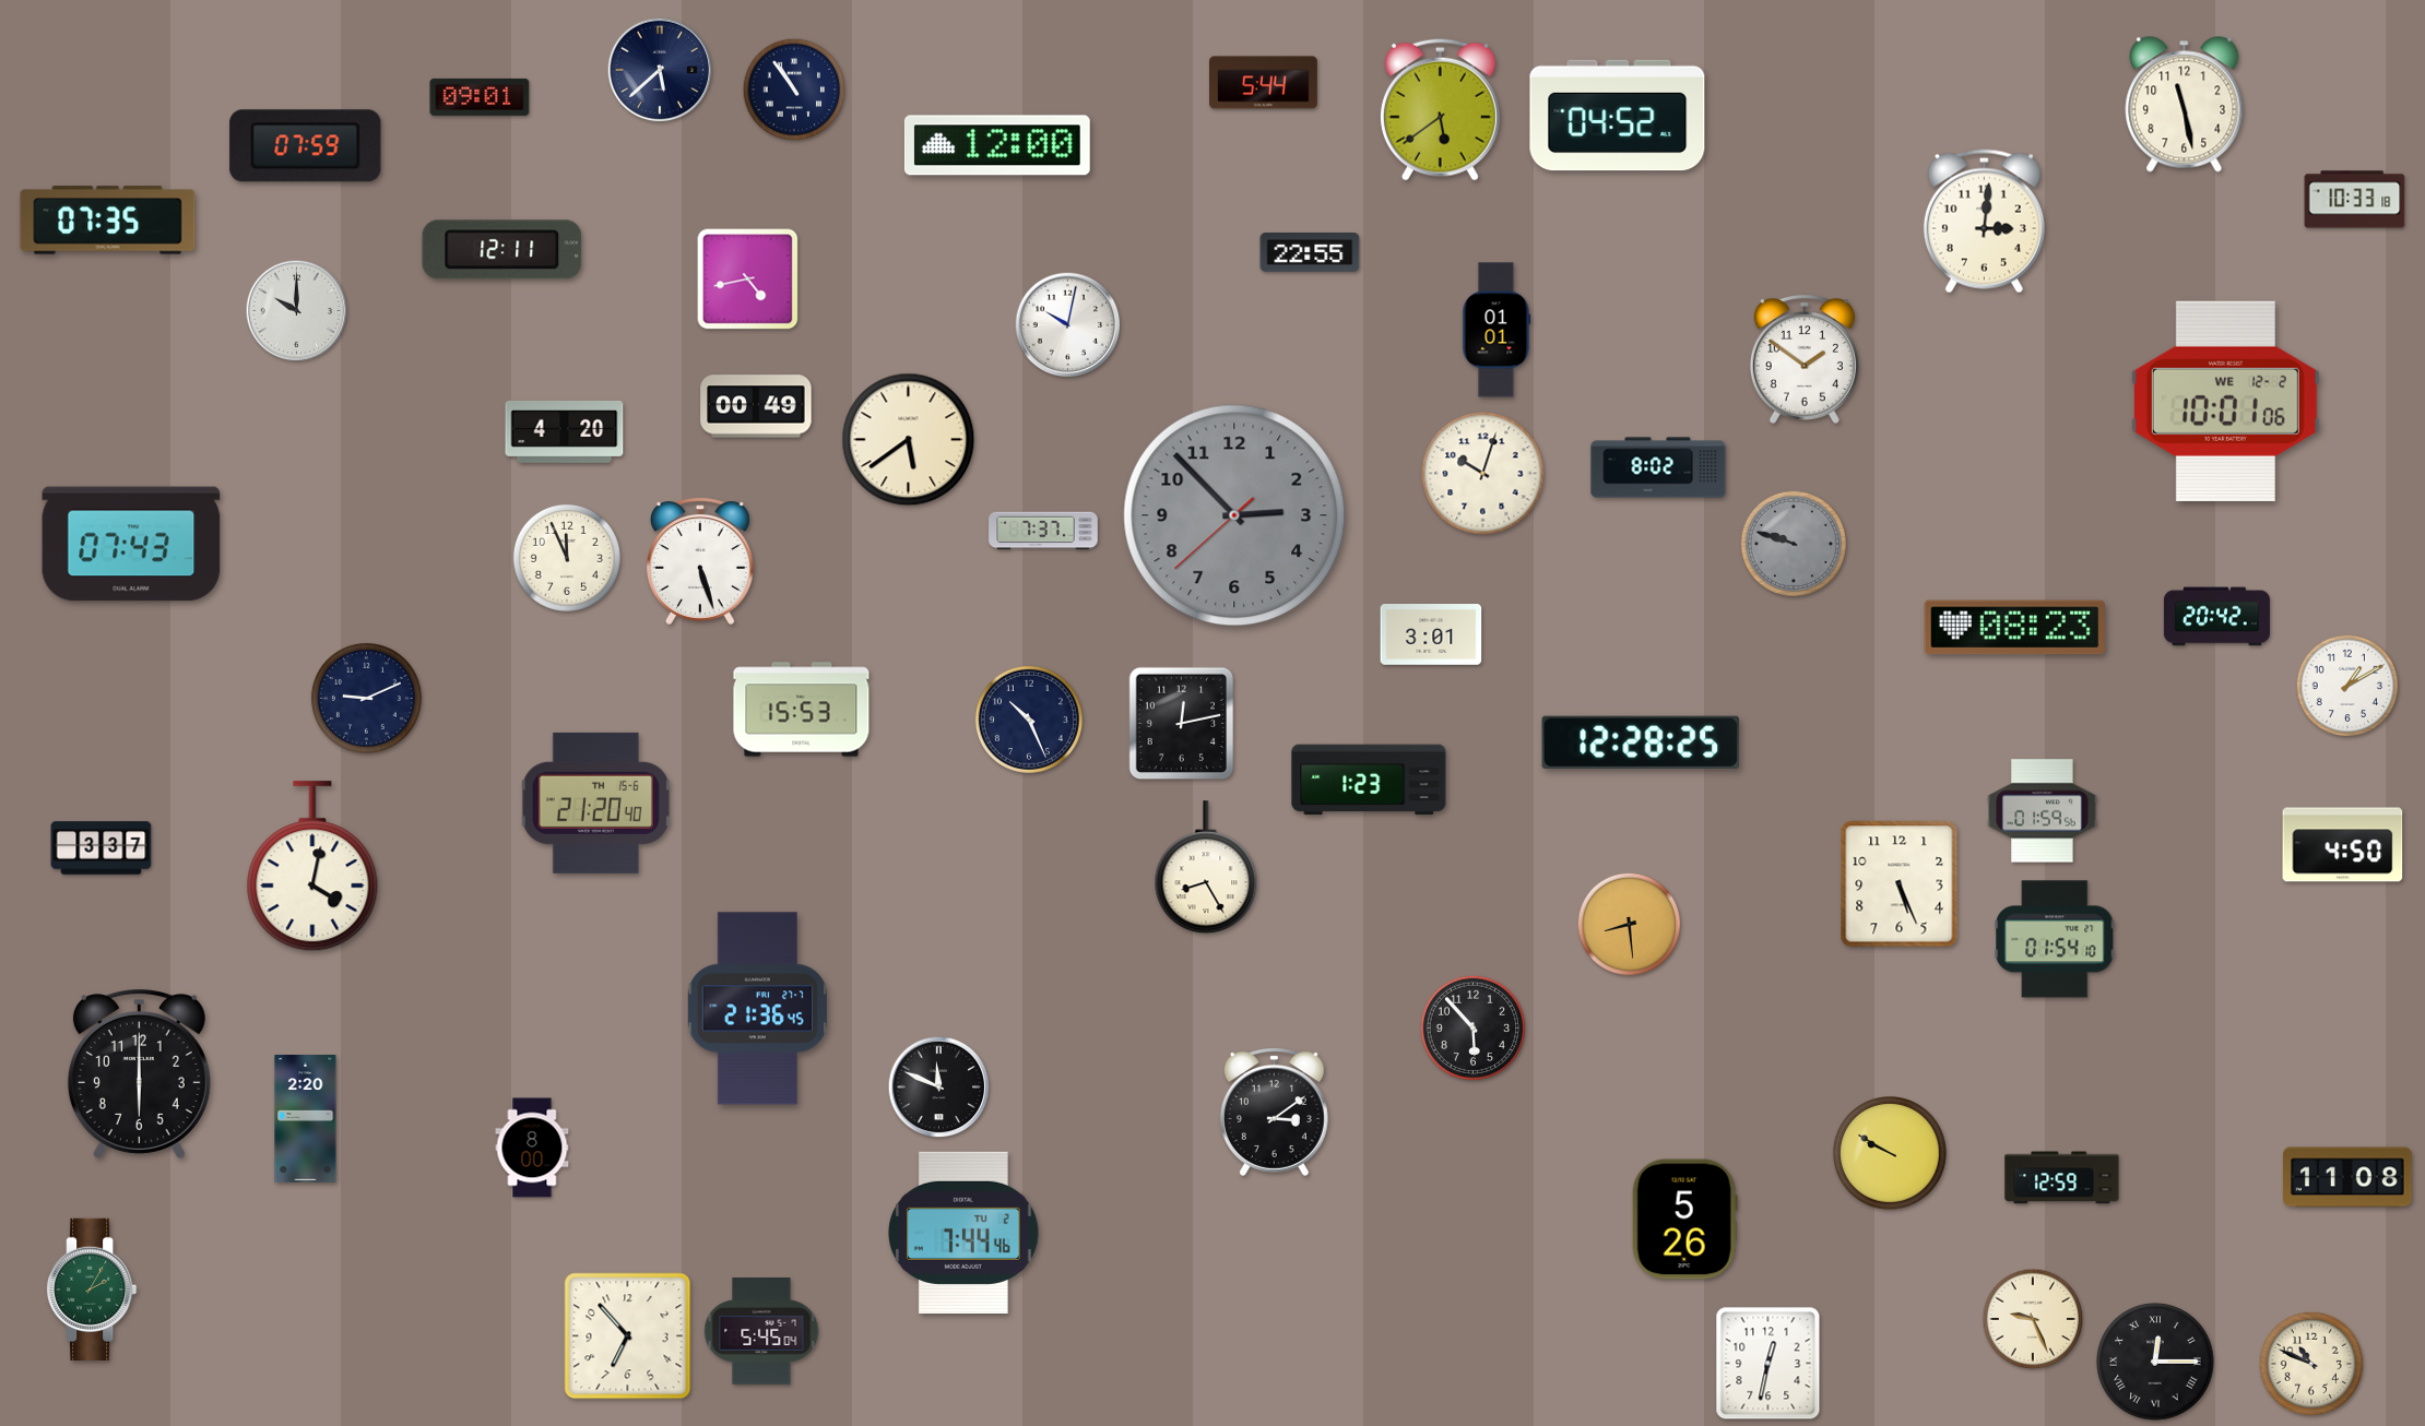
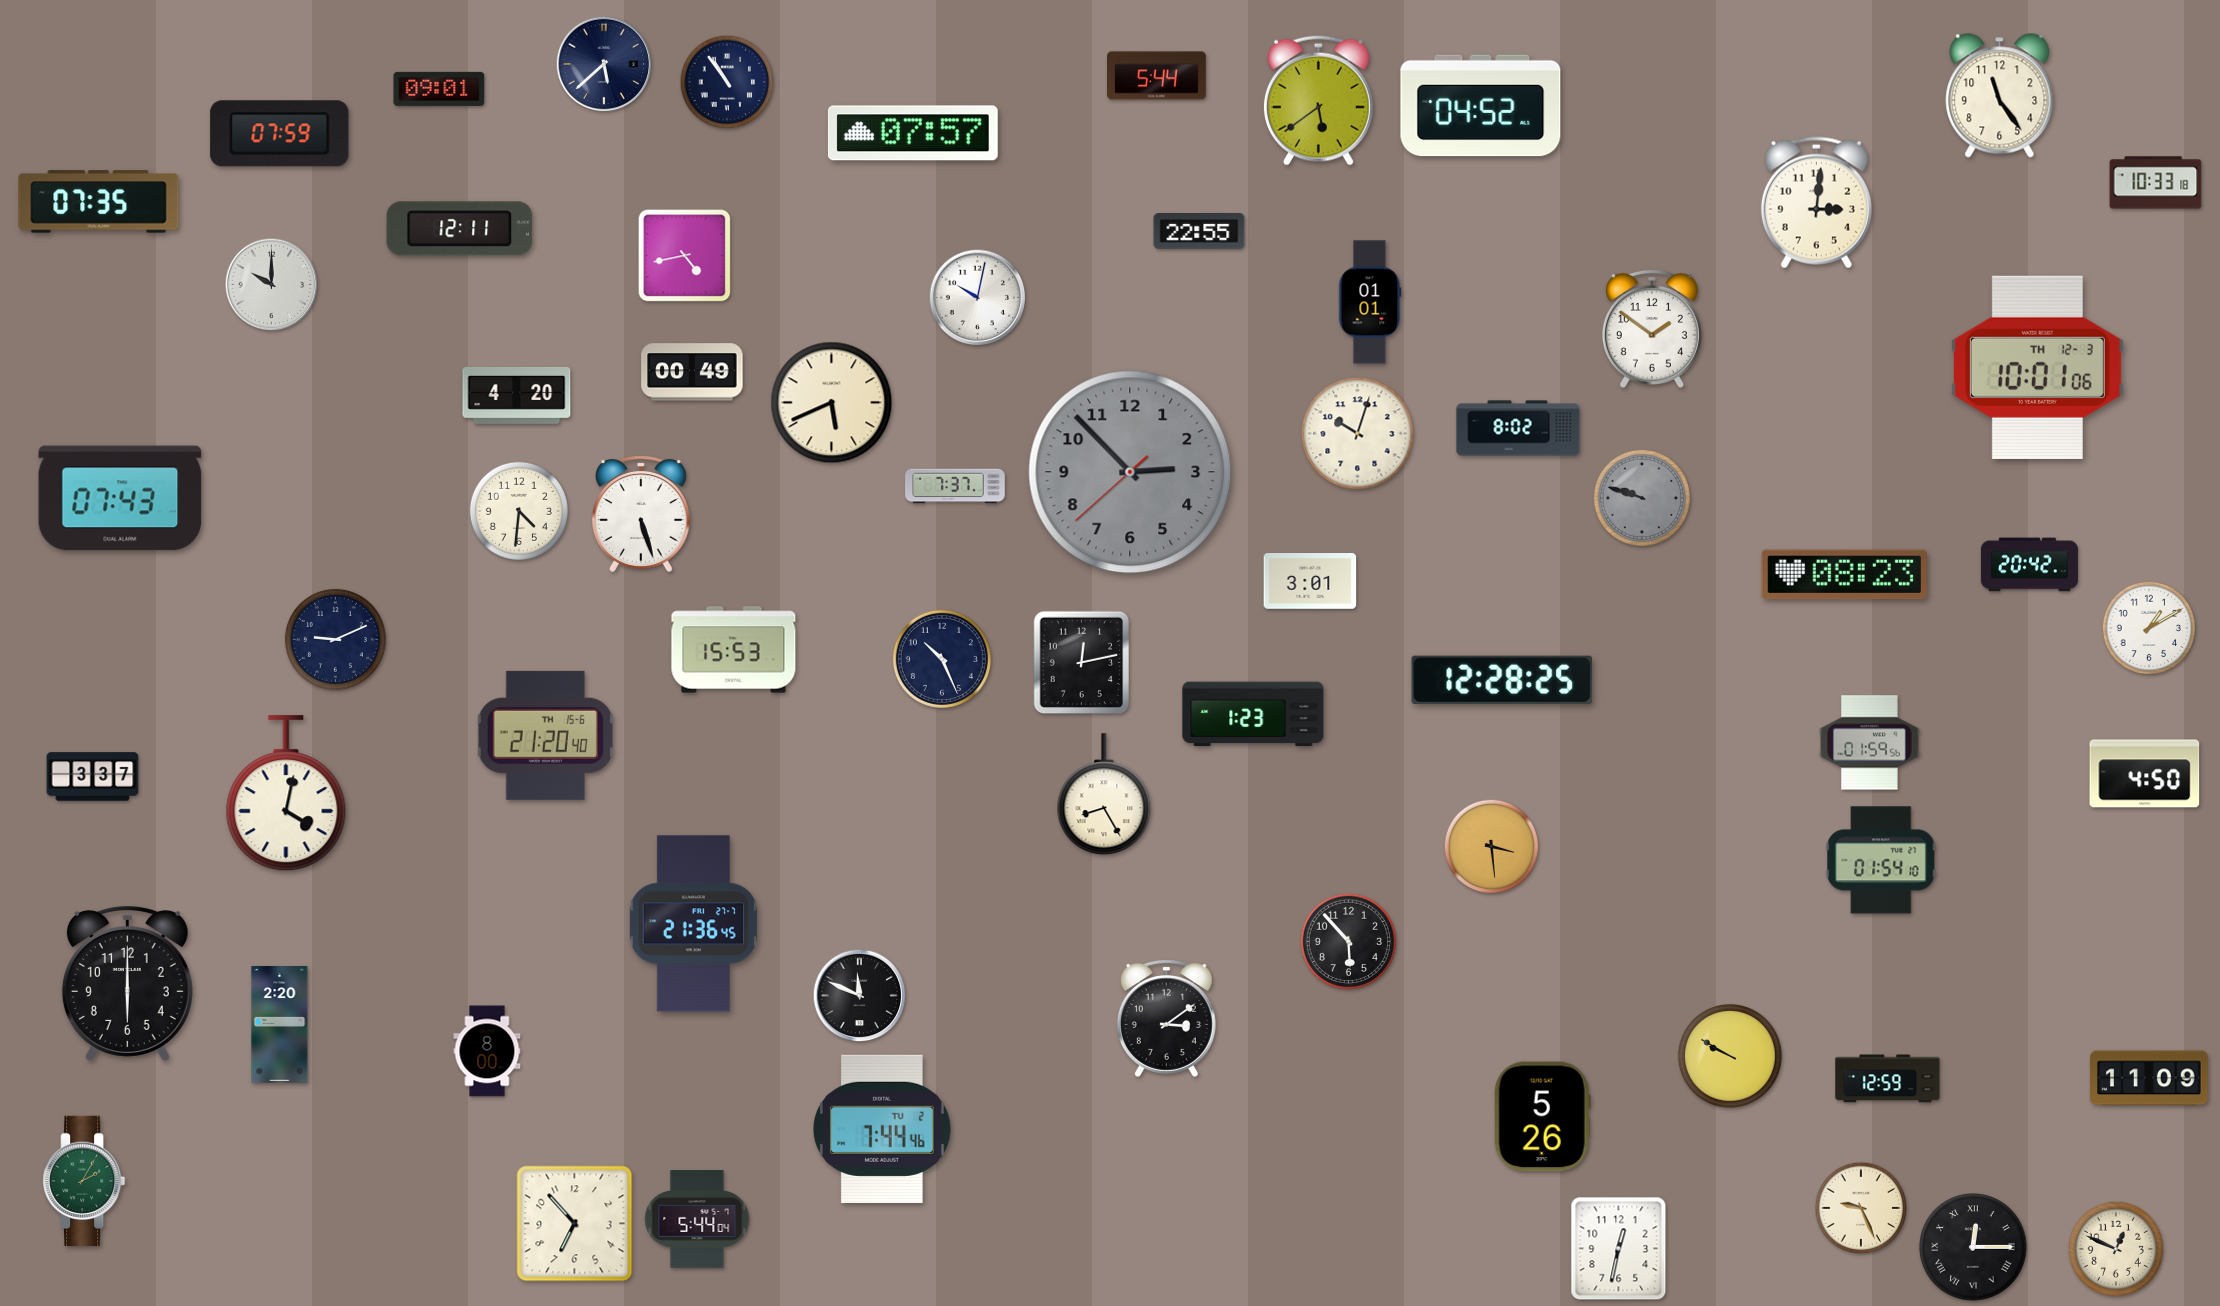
clock at (2185, 105): 11:28 -> 11:24
clock at (997, 145): 12:00 -> 07:57
clock at (2225, 401) date: WE 12-2 -> TH 12-3
clock at (909, 440): 5:39 -> 5:41
clock at (567, 558): 11:56 -> 4:31
clock at (1900, 884): 5:26 -> none
clock at (1630, 925): 8:29 -> 3:29
clock at (2347, 1177): 11:08 -> 11:09
clock at (761, 1331): 5:45 -> 5:44
clock at (2310, 1363): 10:49 -> 12:49
